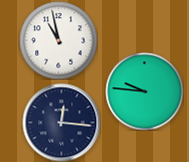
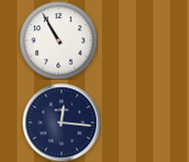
clock at (58, 40): 10:58 -> 10:55
clock at (144, 91): 9:46 -> none
